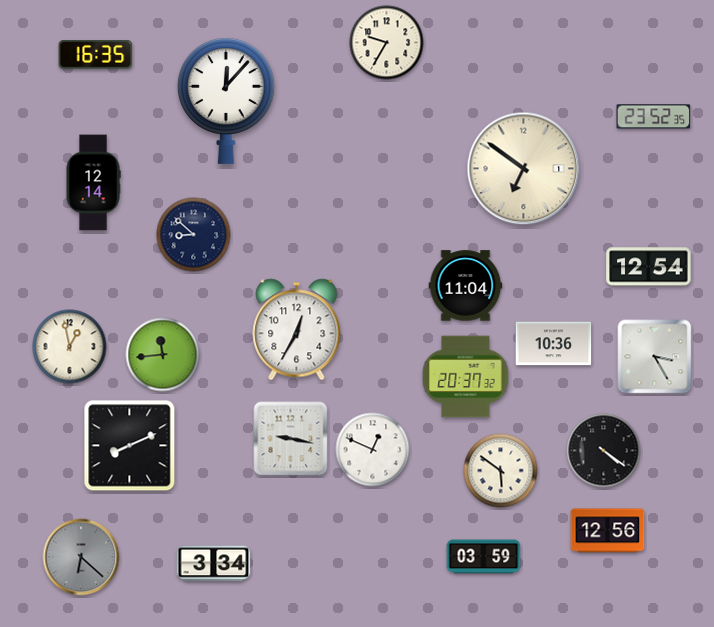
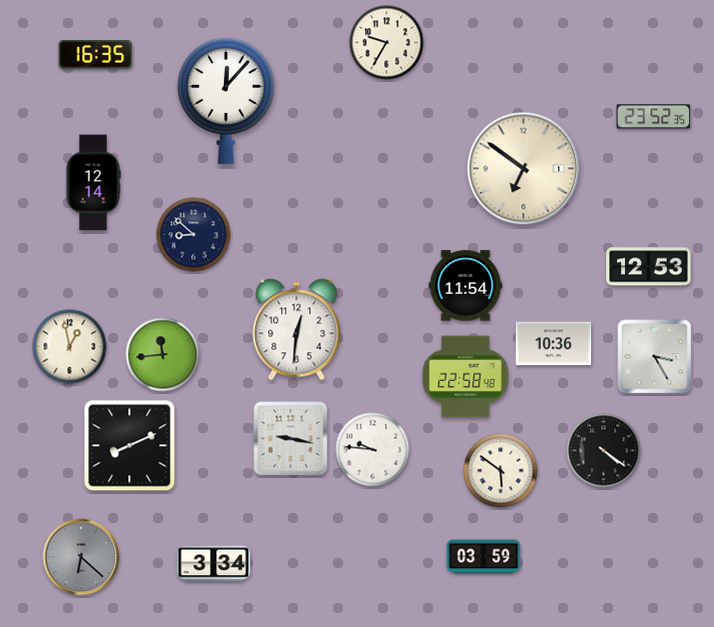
clock at (649, 267): 12:54 -> 12:53
clock at (466, 286): 11:04 -> 11:54
clock at (297, 330): 12:35 -> 12:31
clock at (466, 377): 20:37 -> 22:58
clock at (373, 450): 12:49 -> 9:46
clock at (608, 531): 12:56 -> none
